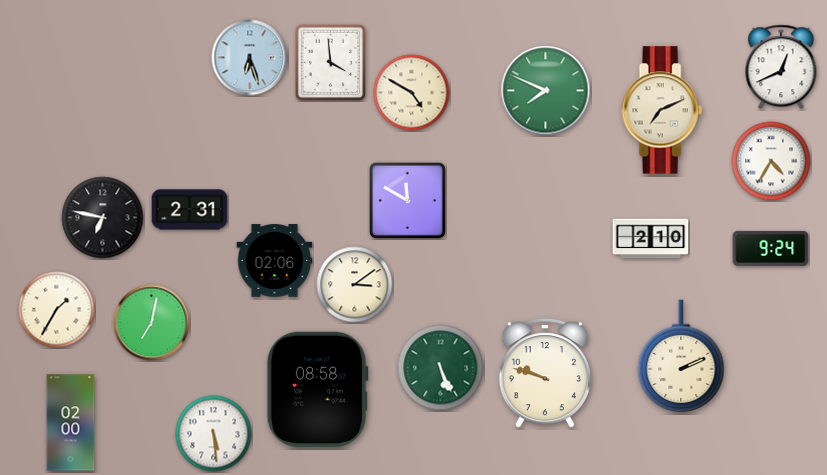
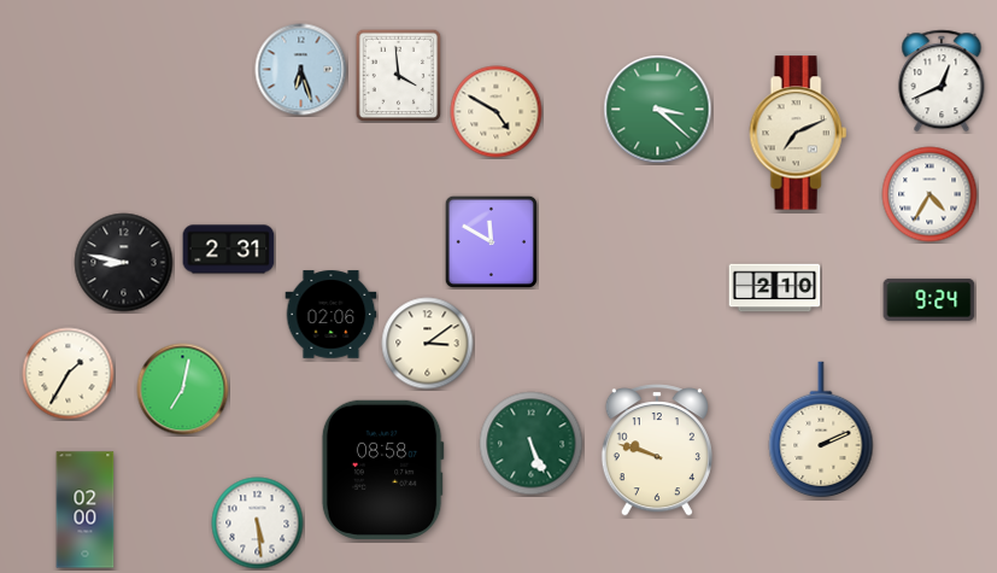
clock at (546, 91): 7:49 -> 3:22
clock at (190, 210) position: (190, 210) -> (229, 250)
clock at (103, 218): 6:47 -> 8:47
clock at (651, 239) position: (651, 239) -> (775, 288)
